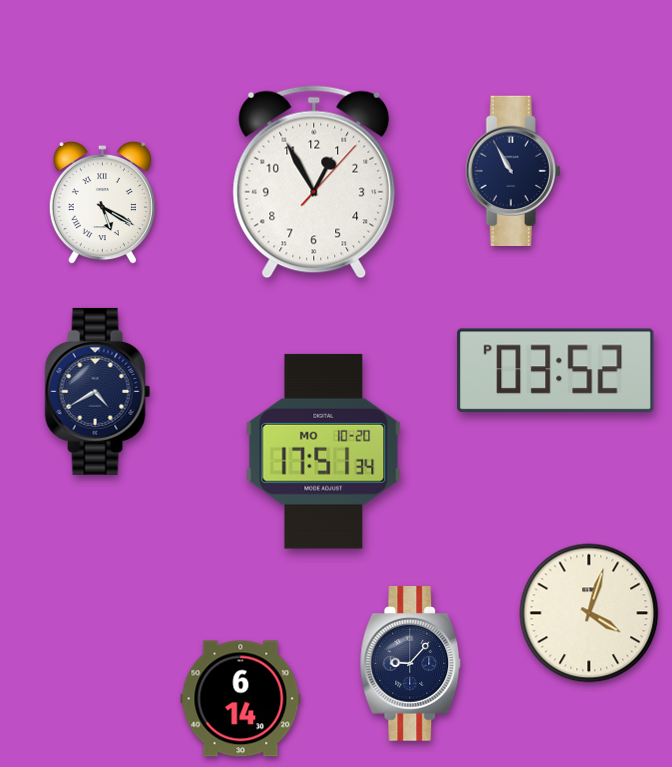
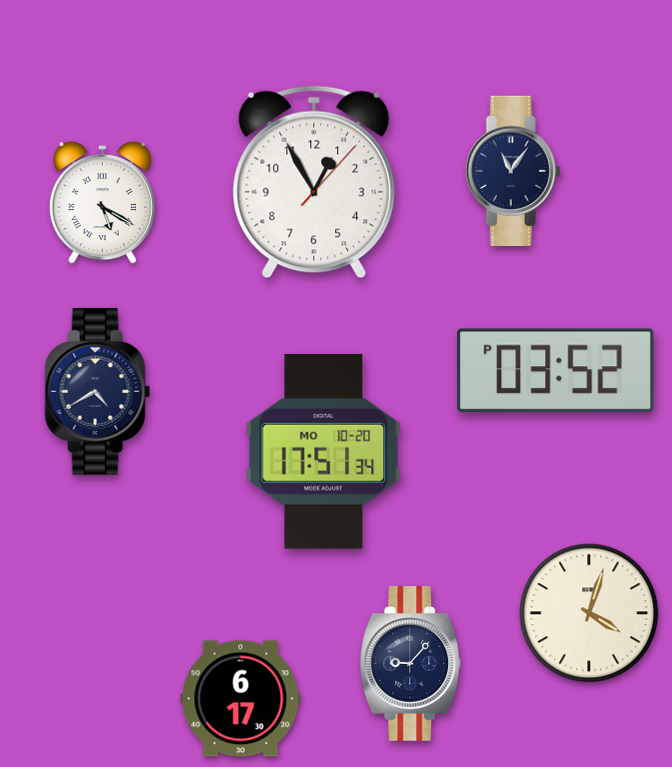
clock at (513, 170): 10:55 -> 11:06
clock at (241, 699): 6:14 -> 6:17
